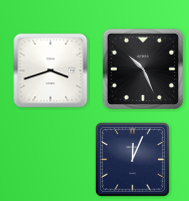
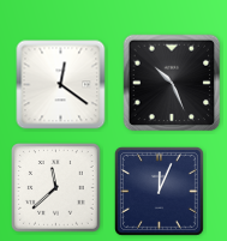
clock at (51, 71): 3:42 -> 12:21
clock at (56, 188): none -> 11:38
